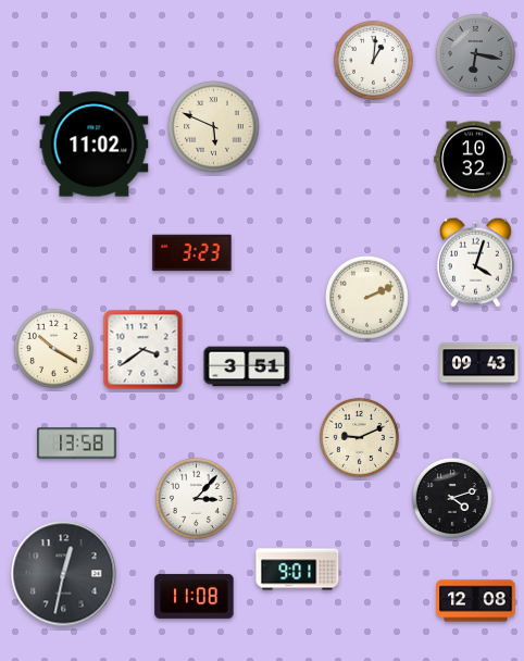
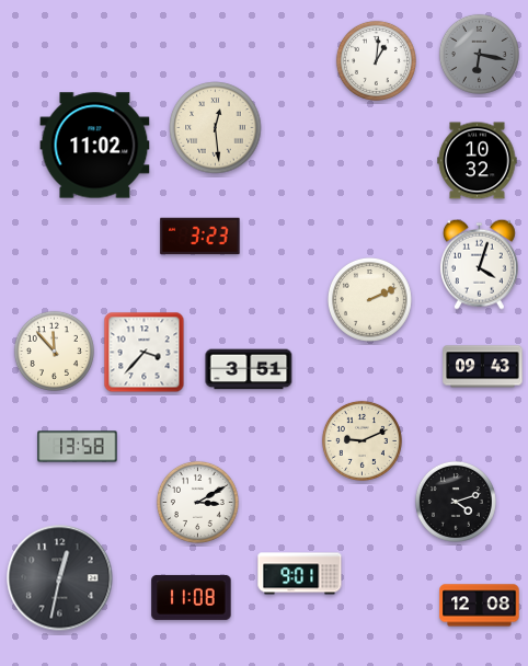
clock at (214, 127): 5:49 -> 12:29
clock at (192, 253) position: (192, 253) -> (200, 237)
clock at (53, 348): 10:20 -> 11:53
clock at (144, 350): 3:39 -> 3:37
clock at (196, 498): 3:07 -> 3:10
clock at (64, 574) position: (64, 574) -> (60, 578)
clock at (195, 596) position: (195, 596) -> (192, 597)
